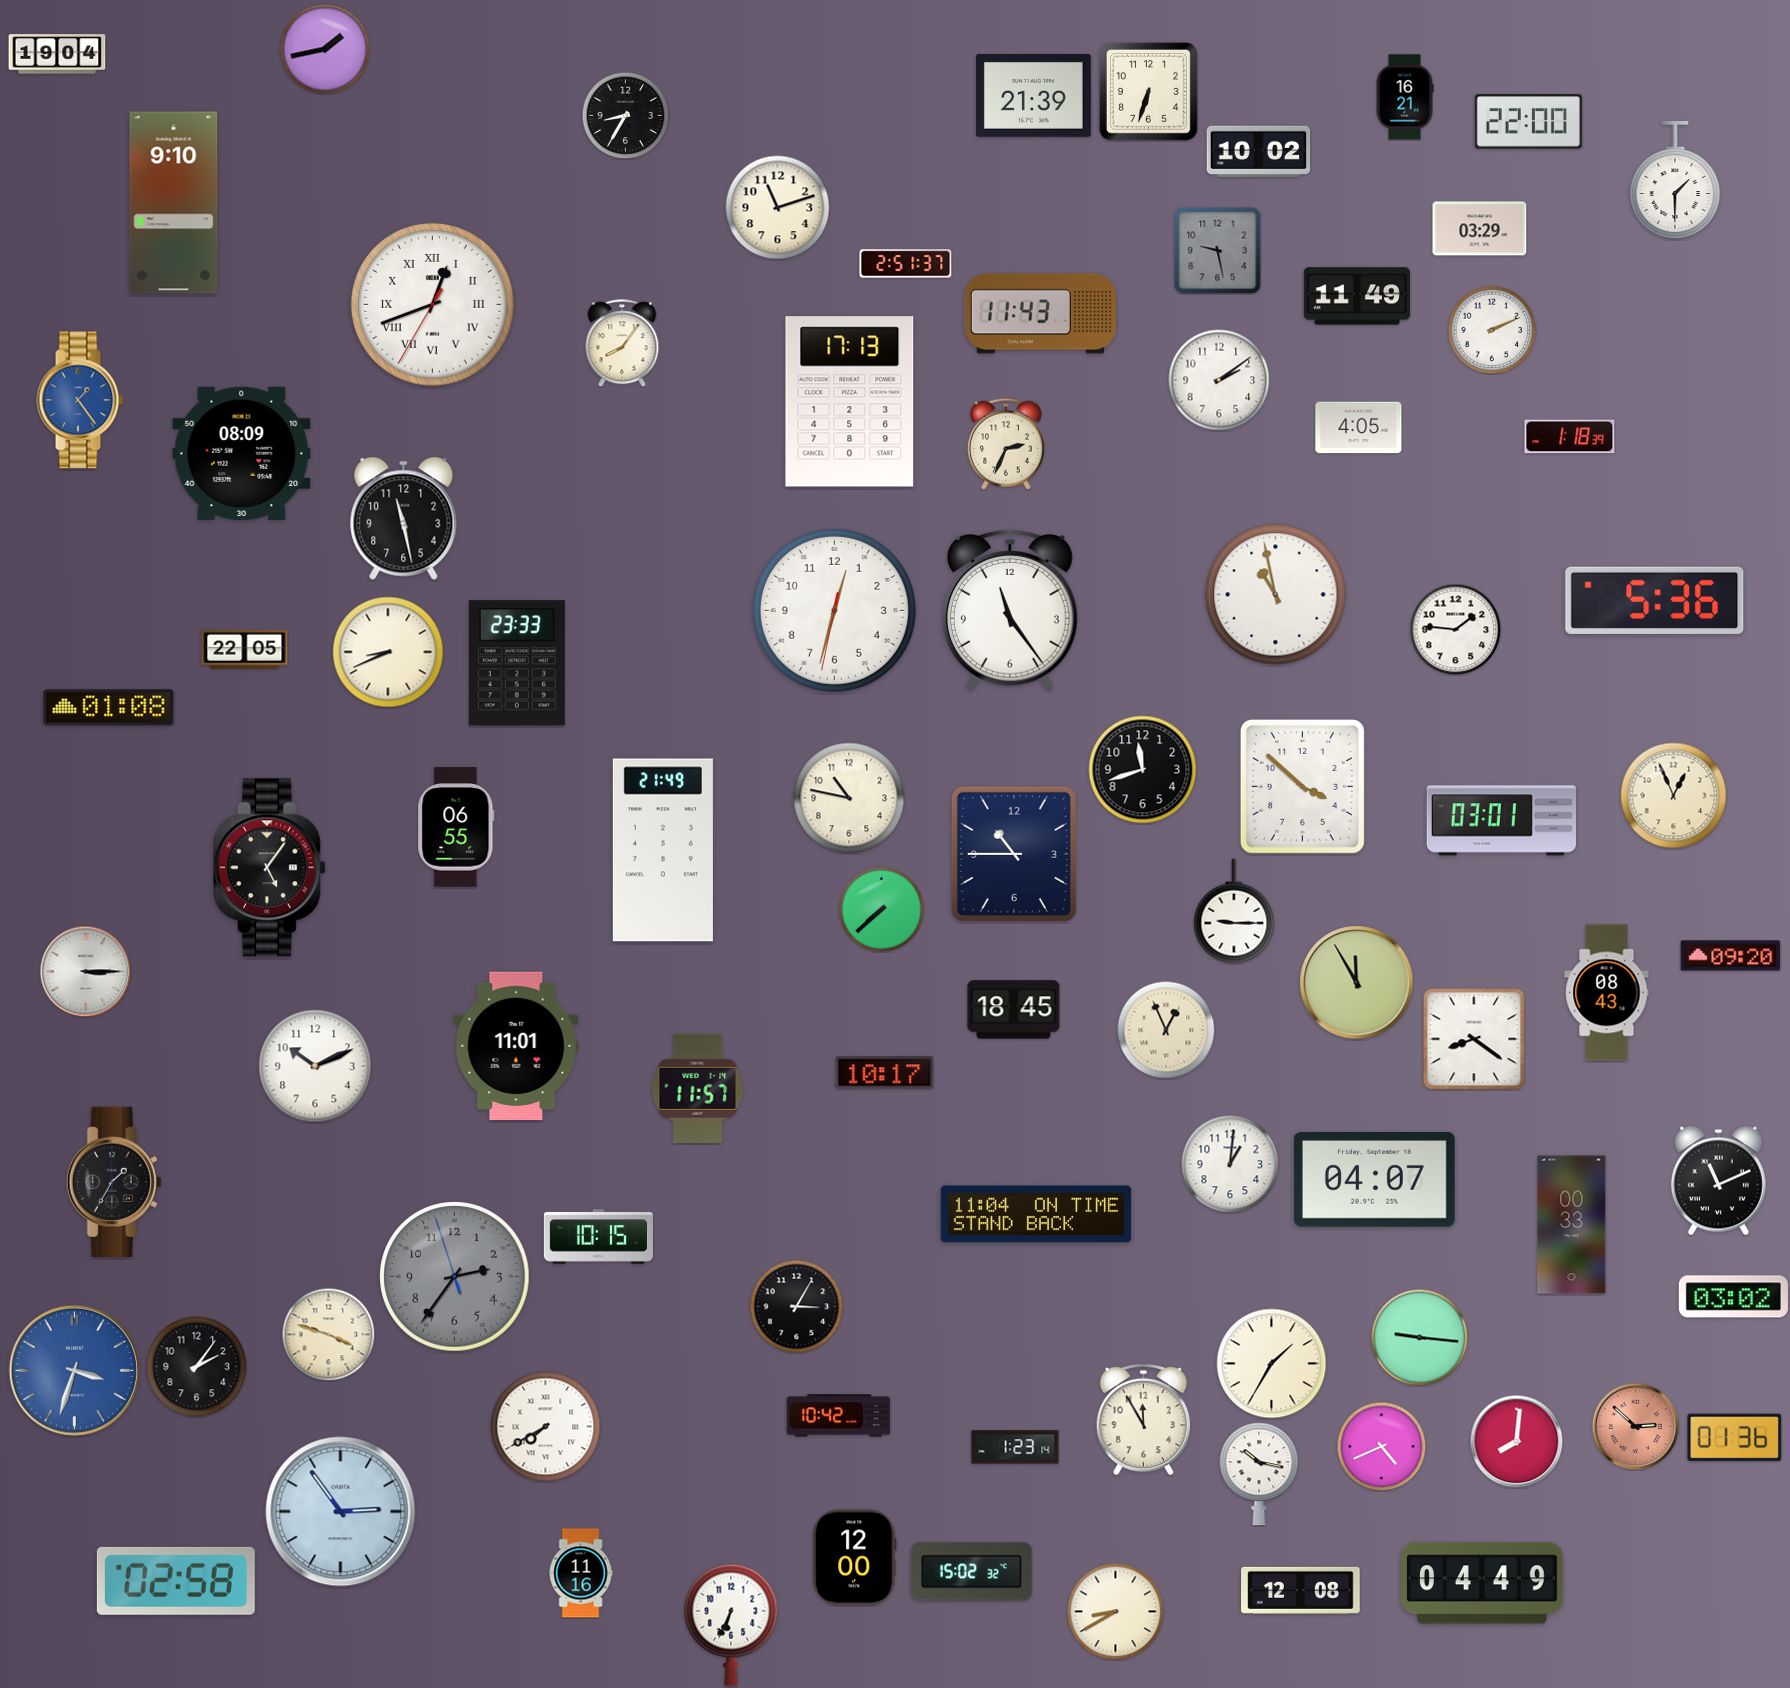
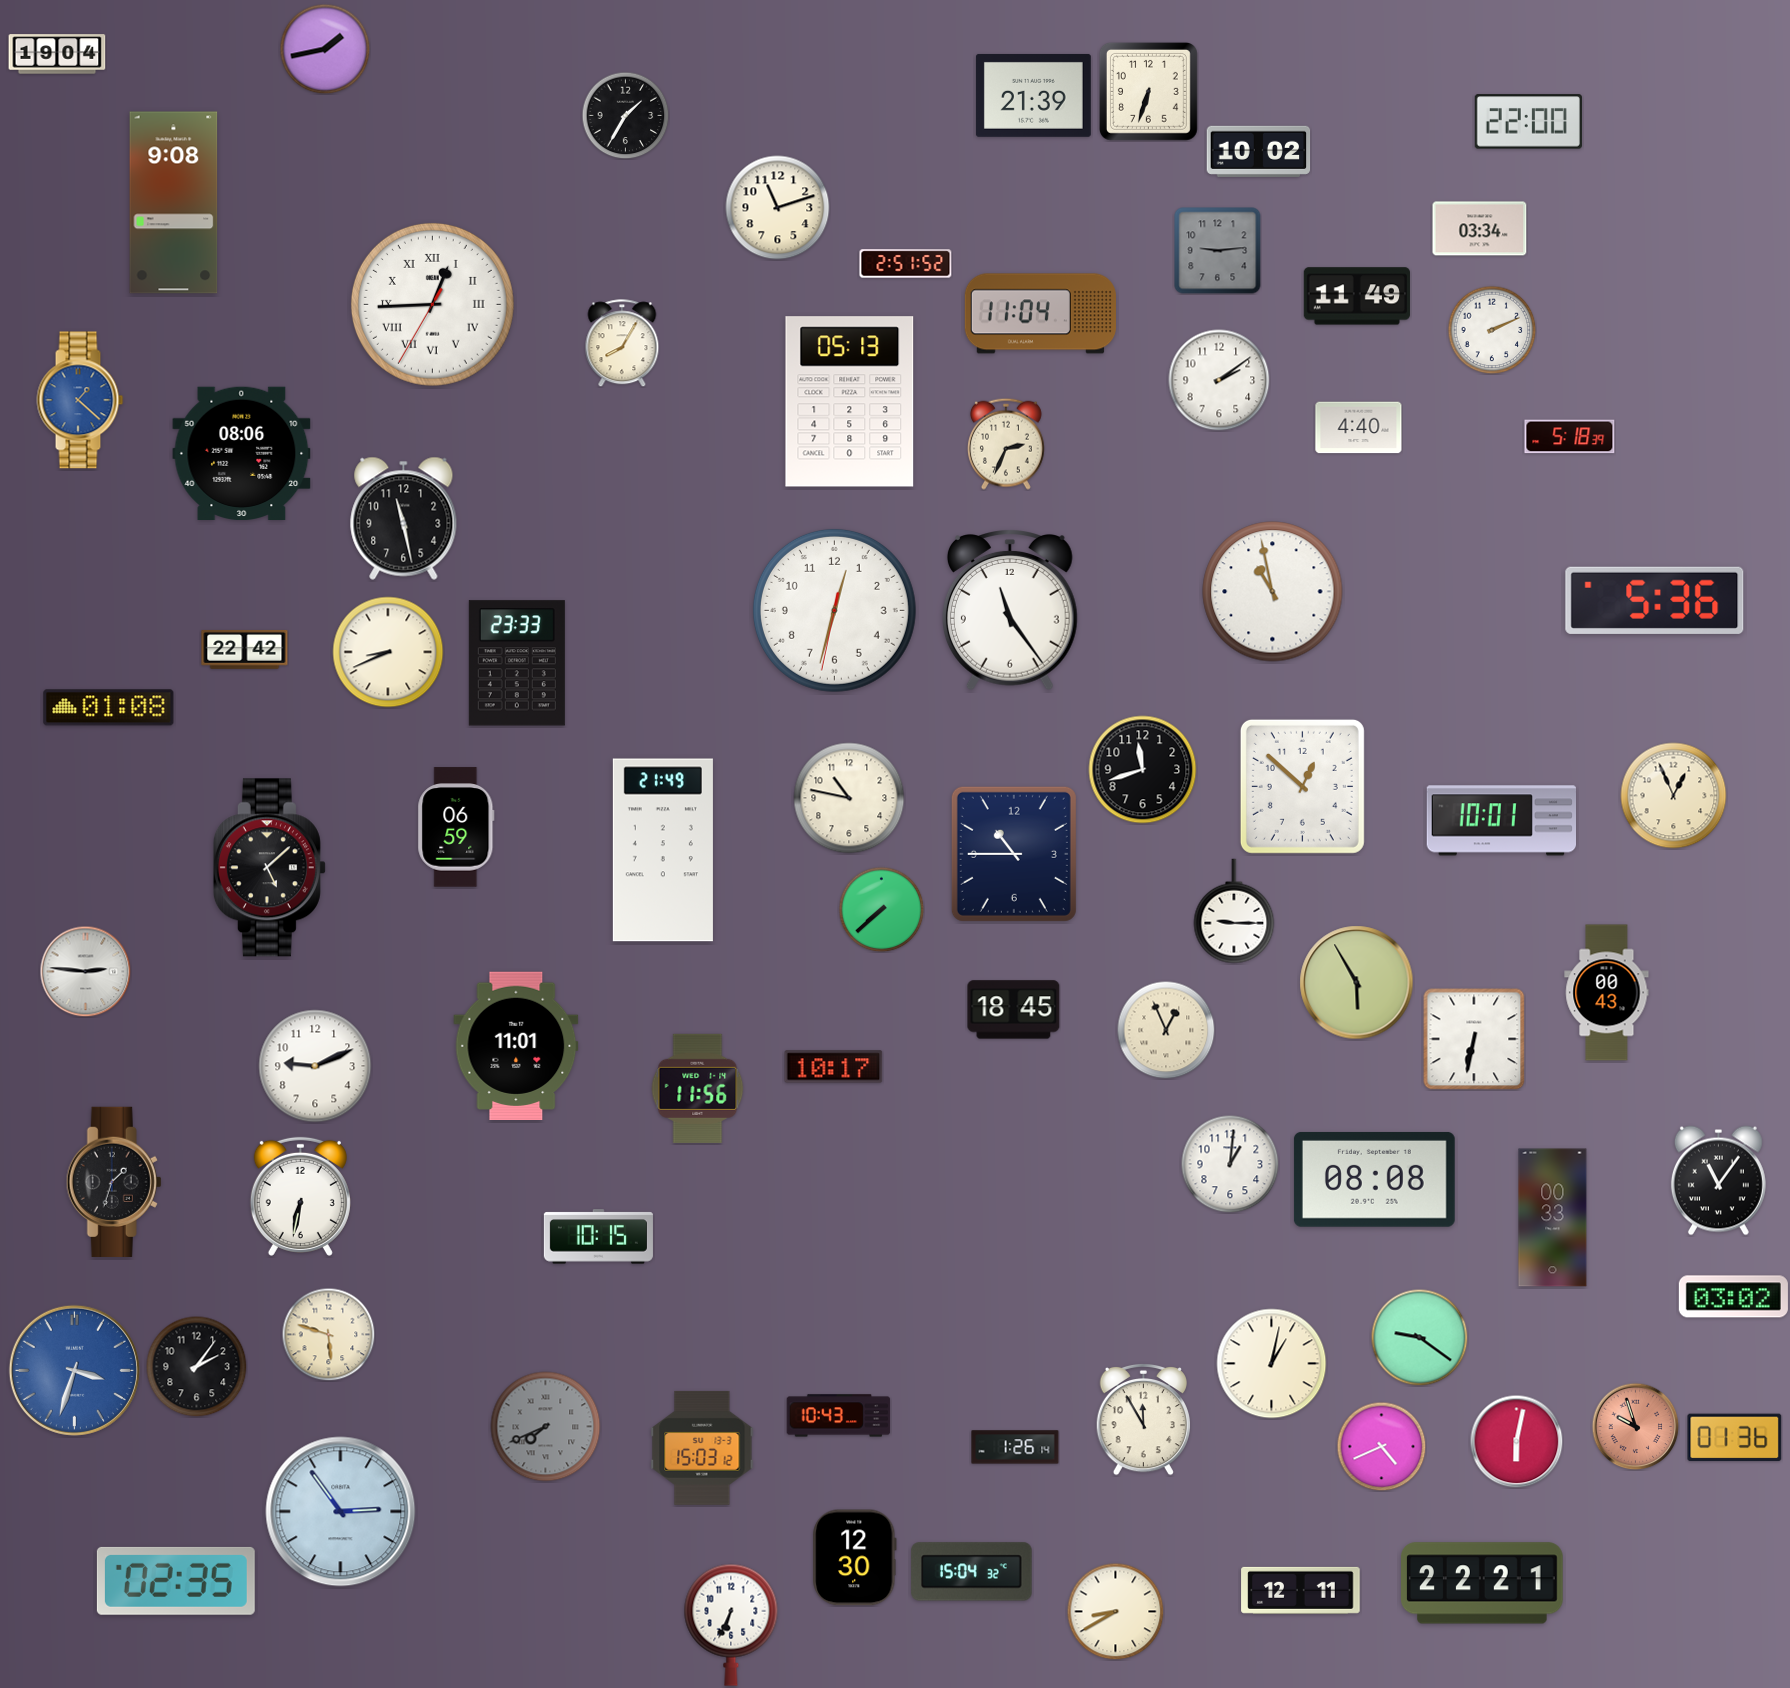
clock at (1405, 97): 16:21 -> none
clock at (625, 115): 8:35 -> 1:35
clock at (1675, 181): 1:30 -> none
clock at (174, 203): 9:10 -> 9:08
clock at (1480, 229): 03:29 -> 03:34
clock at (1218, 251): 9:28 -> 9:14
clock at (906, 264): 2:51:37 -> 2:51:52
clock at (432, 304): 12:41 -> 12:44
clock at (1040, 314): 11:43 -> 11:04
clock at (622, 343): 8:06 -> 8:05
clock at (80, 400): 1:24 -> 1:22
clock at (850, 402): 17:13 -> 05:13
clock at (1359, 428): 4:05 -> 4:40
clock at (1570, 437): 1:18 -> 5:18
clock at (242, 453): 08:09 -> 08:06
clock at (1276, 595) position: (1276, 595) -> (1273, 592)
clock at (1455, 629): 1:46 -> none
clock at (245, 649): 22:05 -> 22:42
clock at (1302, 786): 3:52 -> 12:52
clock at (1501, 821): 03:01 -> 10:01
clock at (456, 827): 06:55 -> 06:59
clock at (269, 868): 5:06 -> 5:08
clock at (1731, 956): 09:20 -> none
clock at (85, 971): 3:15 -> 2:46
clock at (1357, 983): 11:55 -> 5:55
clock at (1607, 993): 08:43 -> 00:43
clock at (1474, 1039): 8:21 -> 6:32
clock at (315, 1066): 10:11 -> 9:11
clock at (885, 1073) position: (885, 1073) -> (834, 1067)
clock at (698, 1088): 11:57 -> 11:56
clock at (1374, 1179): 04:07 -> 08:08
clock at (1718, 1181): 11:11 -> 11:06
clock at (114, 1182): 1:35 -> 1:33
clock at (300, 1196): none -> 6:32
clock at (1036, 1214): 11:04 -> none
clock at (1572, 1225) position: (1572, 1225) -> (1553, 1218)
clock at (455, 1277): 2:35 -> none
clock at (796, 1306): 3:05 -> none
clock at (328, 1334): 3:48 -> 5:48
clock at (1419, 1337): 9:16 -> 9:21
clock at (1272, 1364): 1:35 -> 1:02
clock at (839, 1416): 10:42 -> 10:43
clock at (1635, 1426): 2:52 -> 9:57
clock at (546, 1427): 7:40 -> 7:41
clock at (546, 1427) dial: white -> grey
clock at (1516, 1441): 8:01 -> 6:02
clock at (1015, 1447): 1:23 -> 1:26
clock at (702, 1448): none -> 15:03
clock at (1259, 1474): 10:17 -> none
clock at (855, 1558): 12:00 -> 12:30
clock at (972, 1572): 15:02 -> 15:04
clock at (581, 1573): 11:16 -> none
clock at (176, 1581): 02:58 -> 02:35
clock at (1483, 1583): 04:49 -> 22:21
clock at (1301, 1590): 12:08 -> 12:11
